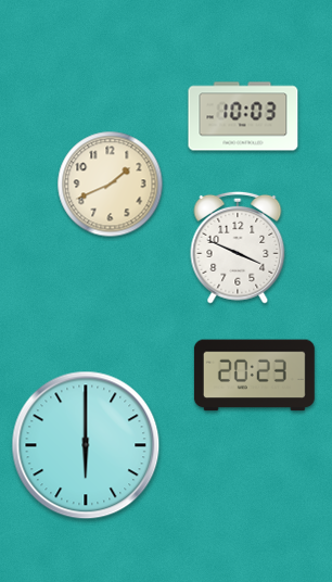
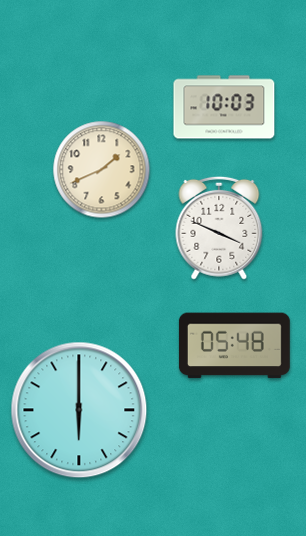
clock at (254, 376): 20:23 -> 05:48
